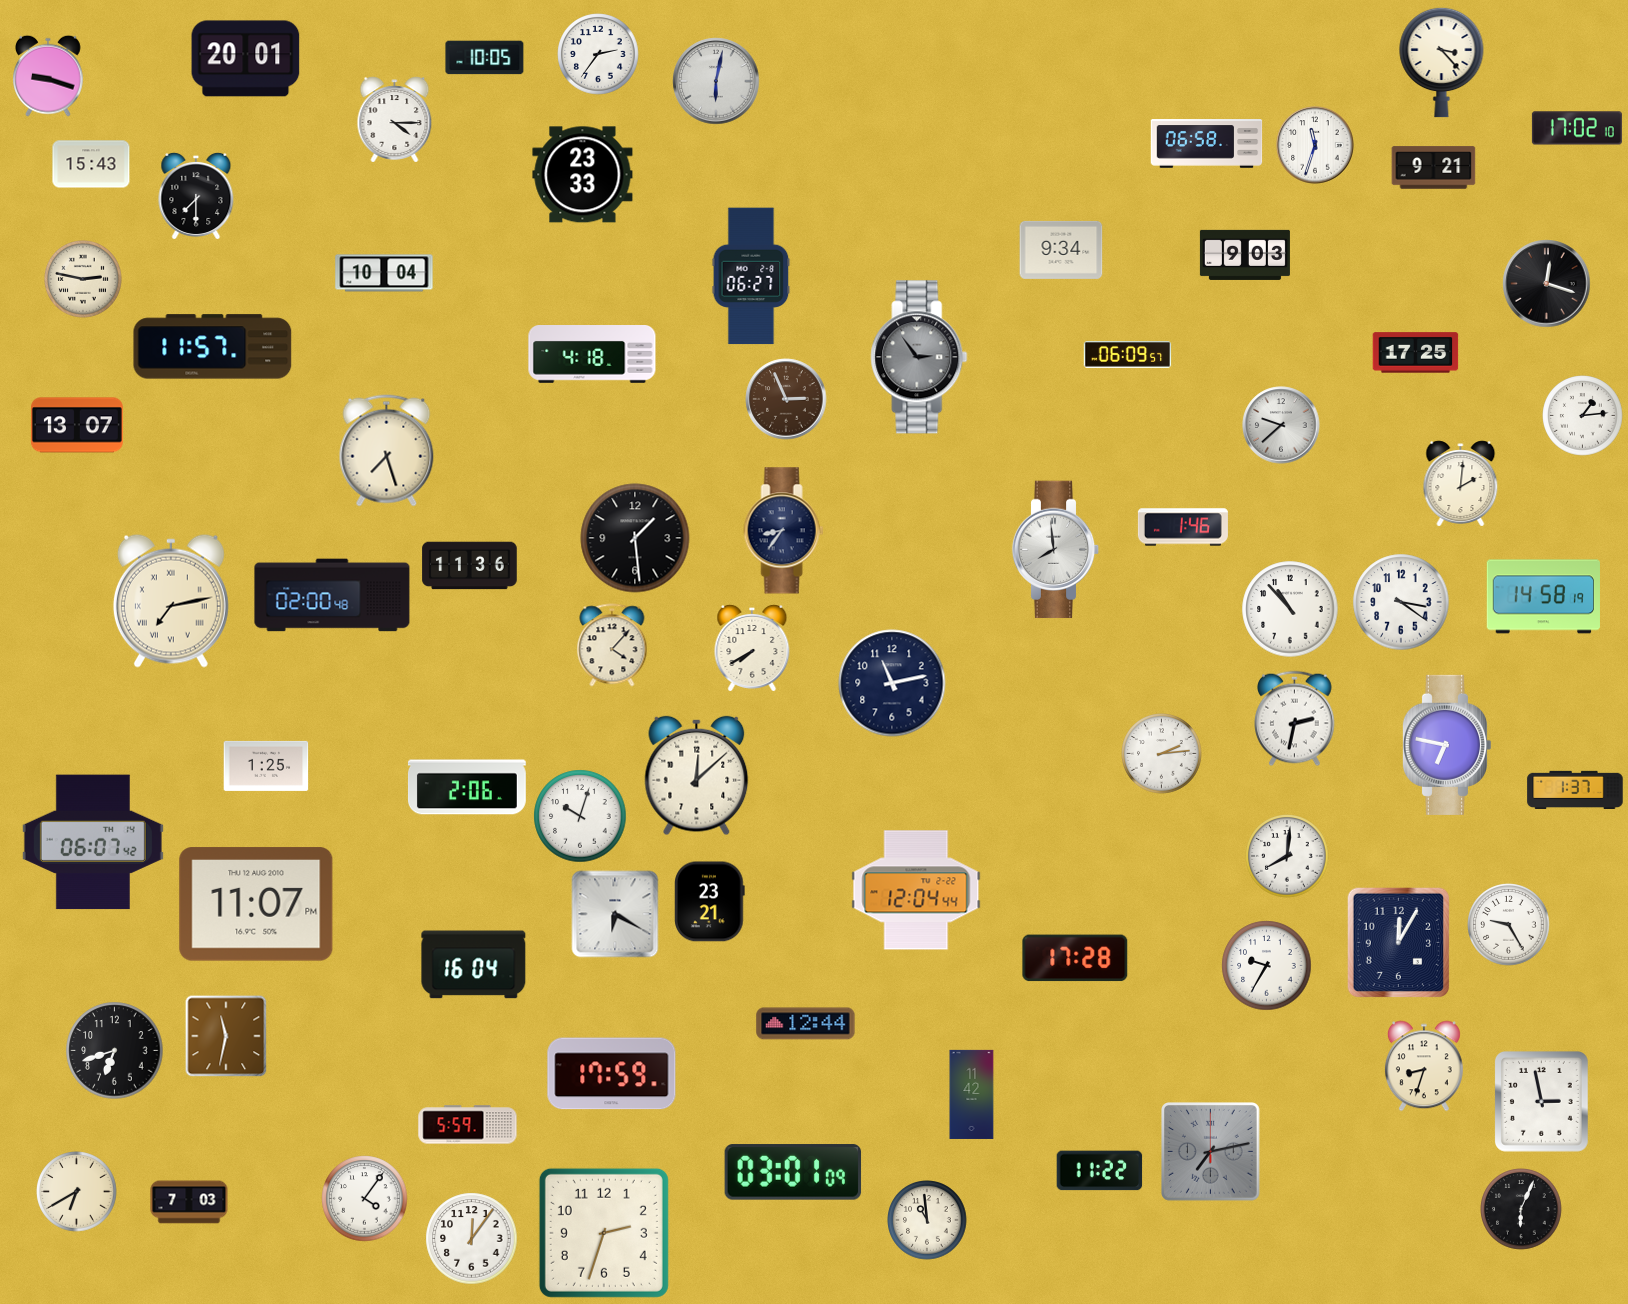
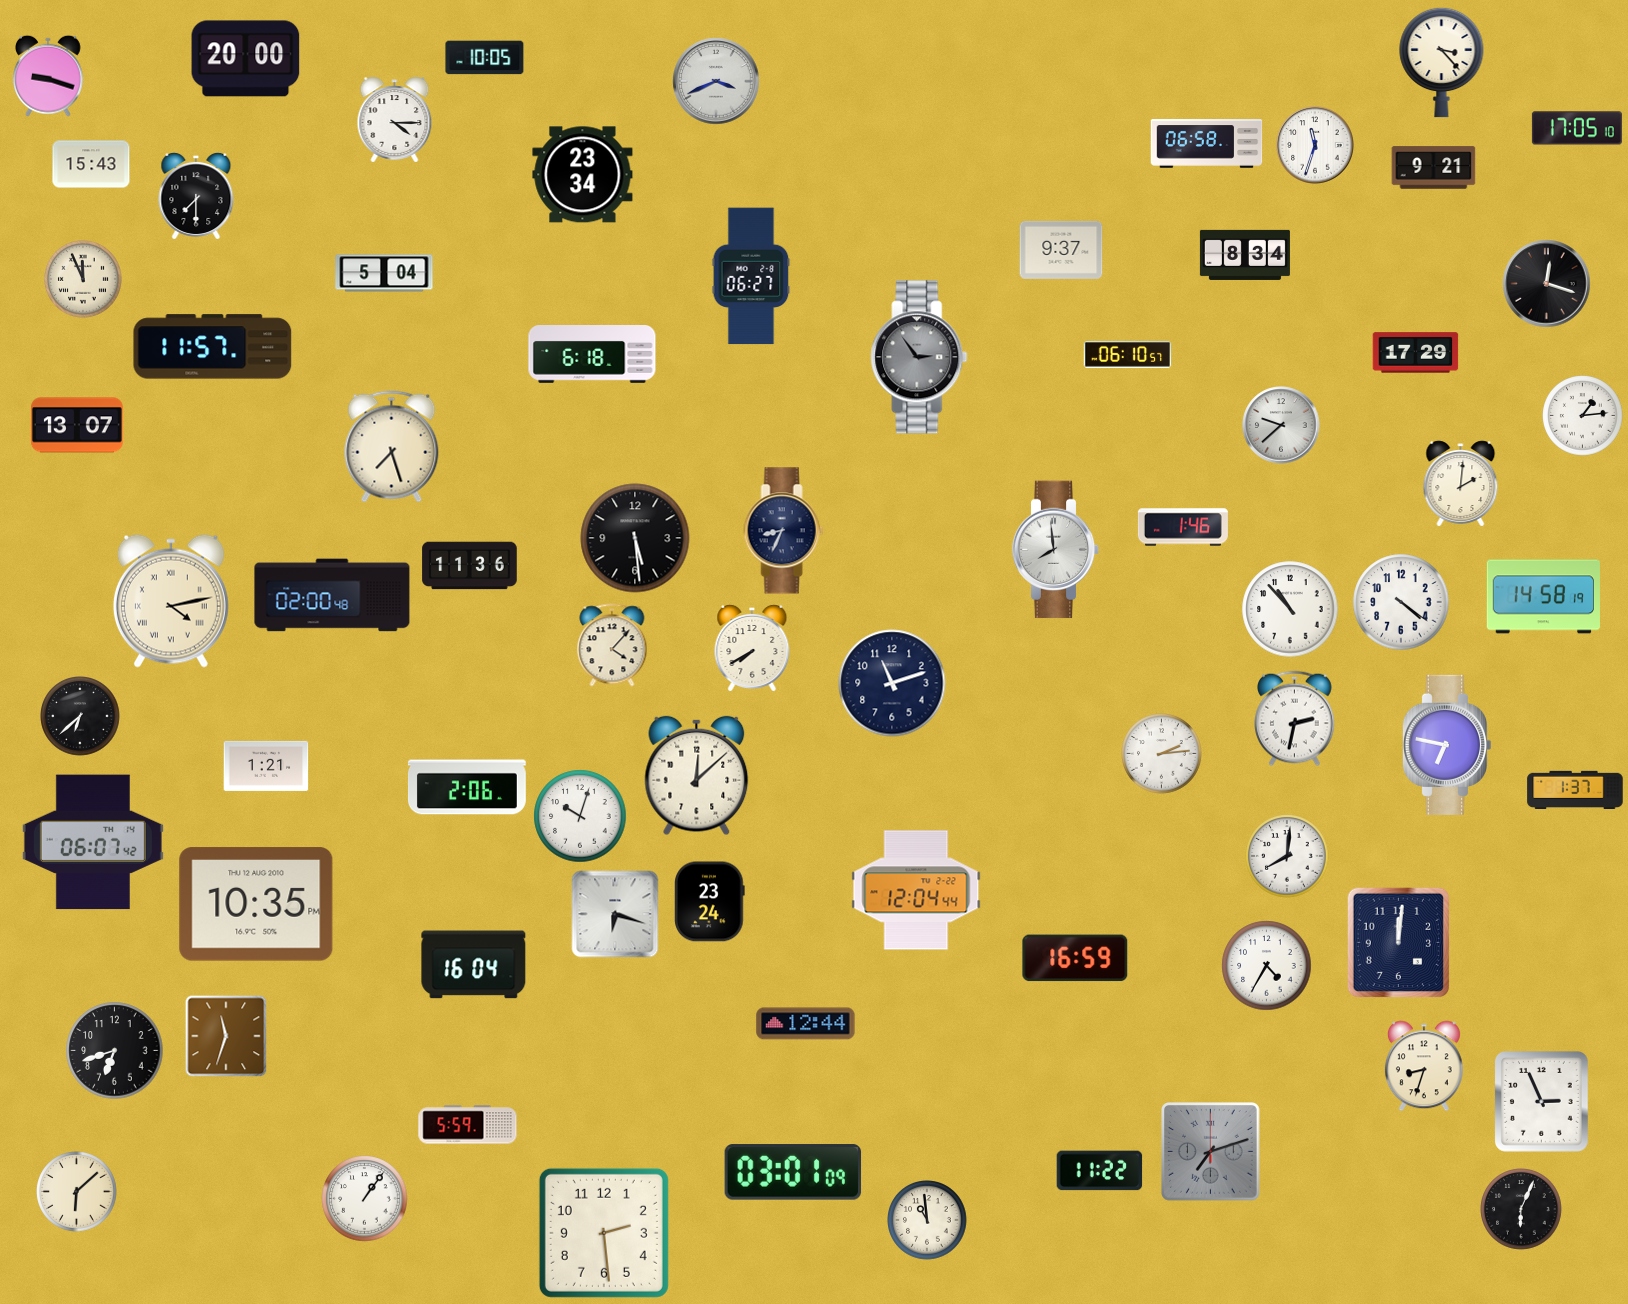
clock at (598, 54): 2:36 -> none
clock at (246, 59): 20:01 -> 20:00
clock at (716, 81): 6:02 -> 3:41
clock at (1577, 128): 17:02 -> 17:05
clock at (583, 175): 23:33 -> 23:34
clock at (1061, 250): 9:34 -> 9:37
clock at (1245, 255): 9:03 -> 8:34
clock at (384, 273): 10:04 -> 5:04
clock at (84, 280): 2:47 -> 11:56
clock at (1416, 353): 17:25 -> 17:29
clock at (592, 354): 4:18 -> 6:18
clock at (1128, 355): 06:09 -> 06:10
clock at (786, 399): 2:56 -> none
clock at (387, 451) position: (387, 451) -> (392, 447)
clock at (784, 531): 8:36 -> 8:34
clock at (635, 538): 1:29 -> 5:29
clock at (171, 601): 7:13 -> 4:13
clock at (1401, 602): 3:21 -> 4:21
clock at (892, 683): 11:13 -> 11:12
clock at (80, 716): none -> 6:38
clock at (266, 766): 1:25 -> 1:21
clock at (710, 902): 23:21 -> 23:24
clock at (256, 904): 11:07 -> 10:35
clock at (615, 914): 6:20 -> 6:18
clock at (1509, 925): 9:25 -> none
clock at (1399, 943): 12:05 -> 12:01
clock at (1075, 958): 17:28 -> 16:59
clock at (1267, 966): 9:35 -> 4:35
clock at (226, 1036): 11:32 -> 11:33
clock at (612, 1074): 17:59 -> none
clock at (972, 1094): 11:42 -> none
clock at (1541, 1102): 2:58 -> 2:56
clock at (1211, 1152): 7:13 -> 7:12
clock at (77, 1192): 6:40 -> 6:08
clock at (365, 1199): 4:06 -> 1:06
clock at (189, 1202): 7:03 -> none
clock at (604, 1233): 2:33 -> 2:29
clock at (472, 1239): 12:06 -> none
